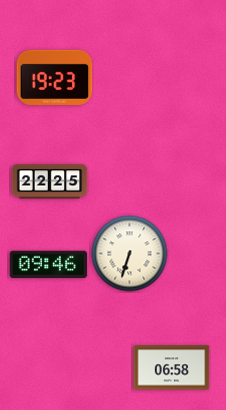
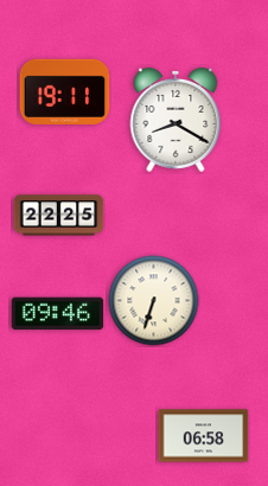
clock at (55, 77): 19:23 -> 19:11
clock at (176, 120): none -> 8:20
